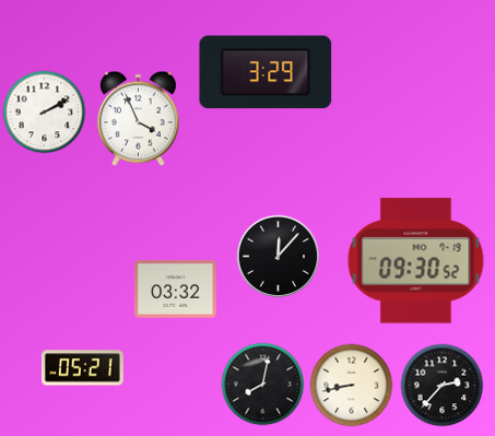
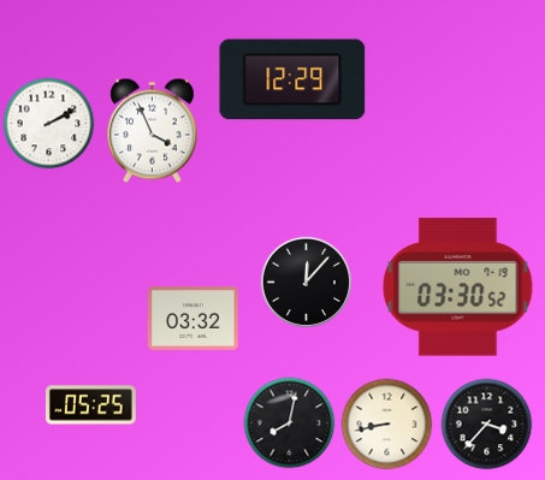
clock at (266, 72): 3:29 -> 12:29
clock at (416, 261): 09:30 -> 03:30
clock at (82, 368): 05:21 -> 05:25
clock at (443, 386): 2:37 -> 3:37
